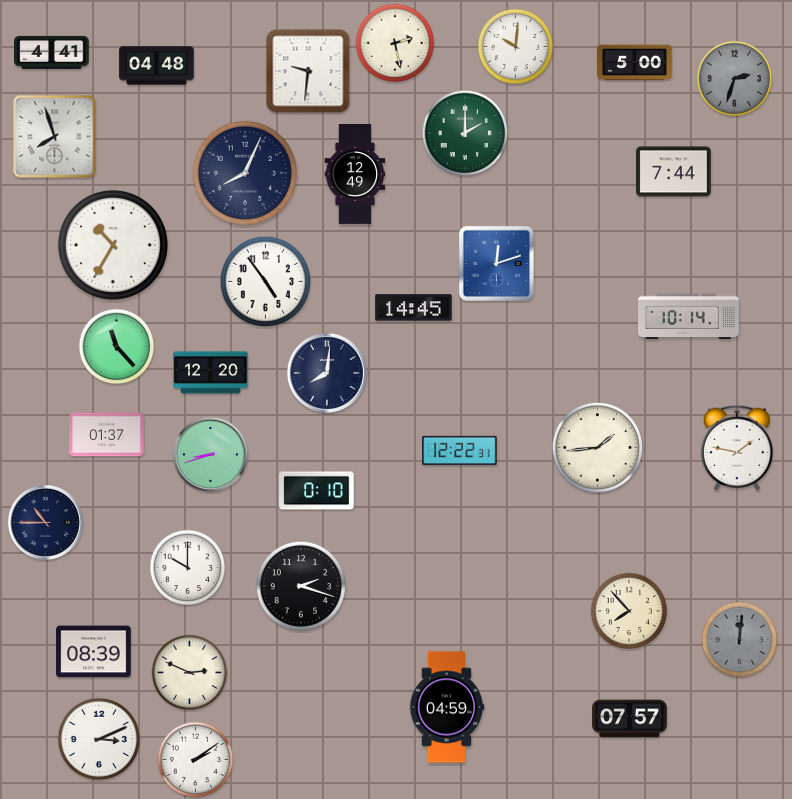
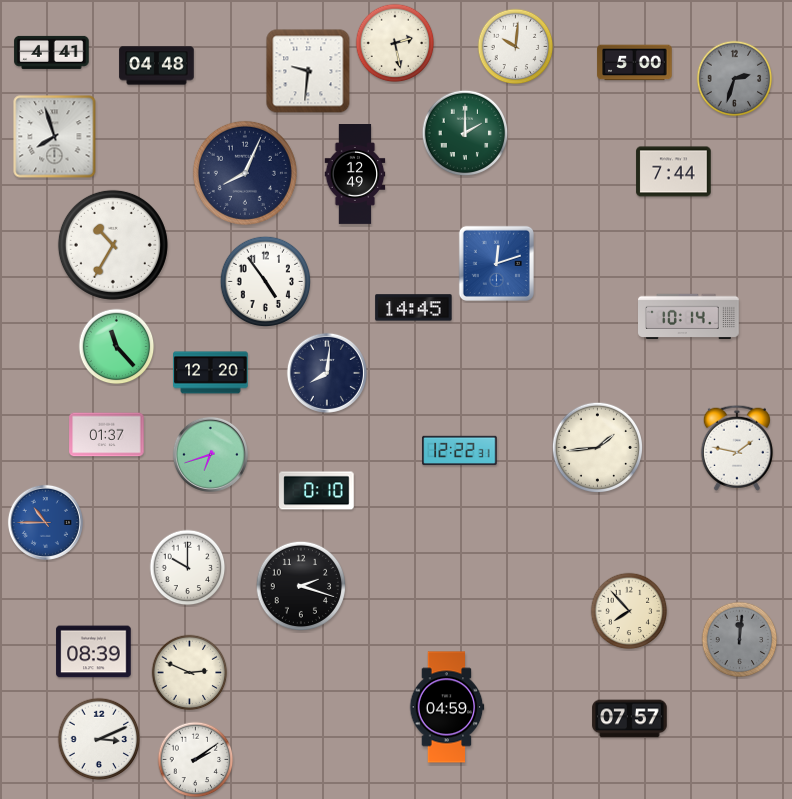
clock at (210, 454): 8:42 -> 6:42
clock at (45, 522) dial: navy -> blue
